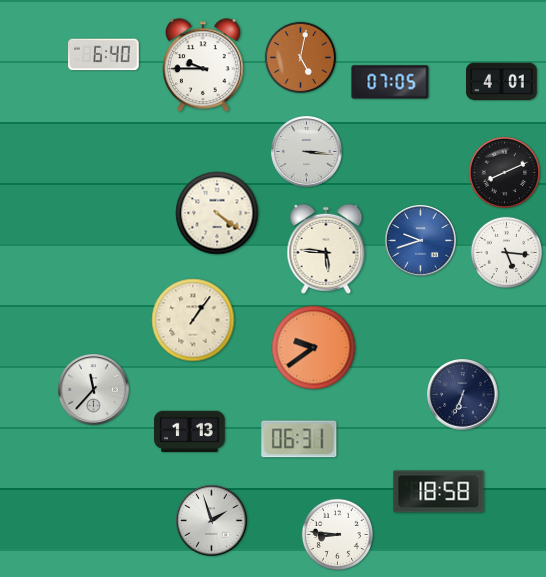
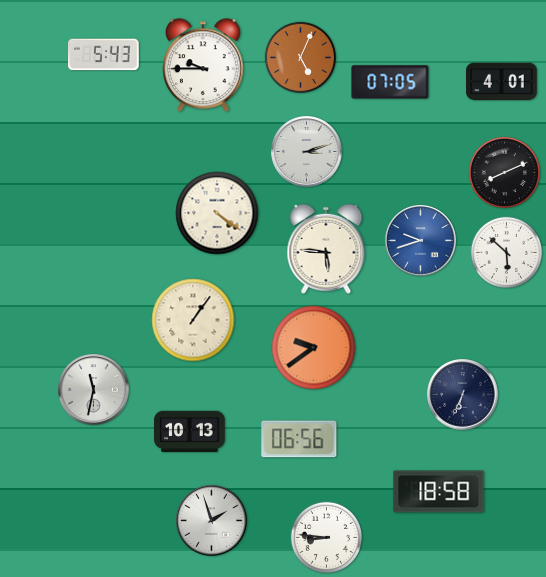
clock at (104, 55): 6:40 -> 5:43
clock at (300, 57): 5:02 -> 5:04
clock at (307, 152): 3:16 -> 3:12
clock at (506, 252): 5:16 -> 5:52
clock at (94, 390): 11:37 -> 11:32
clock at (190, 431): 1:13 -> 10:13
clock at (299, 439): 06:31 -> 06:56
clock at (337, 534) position: (337, 534) -> (326, 537)
